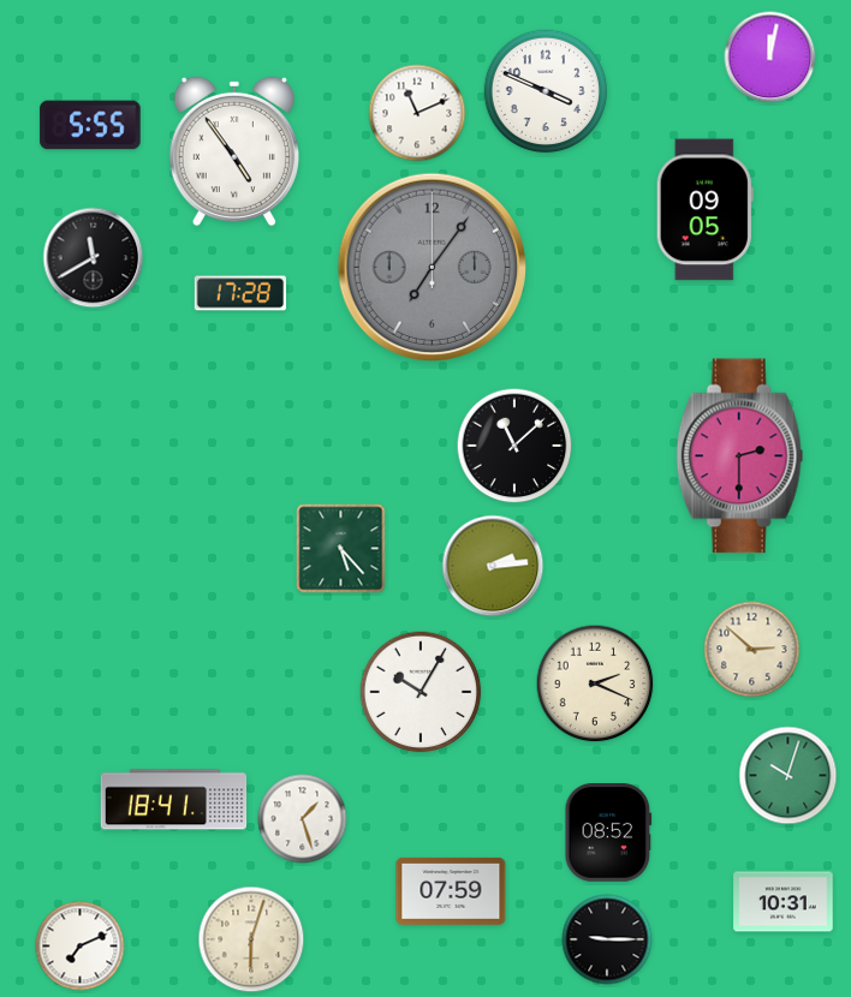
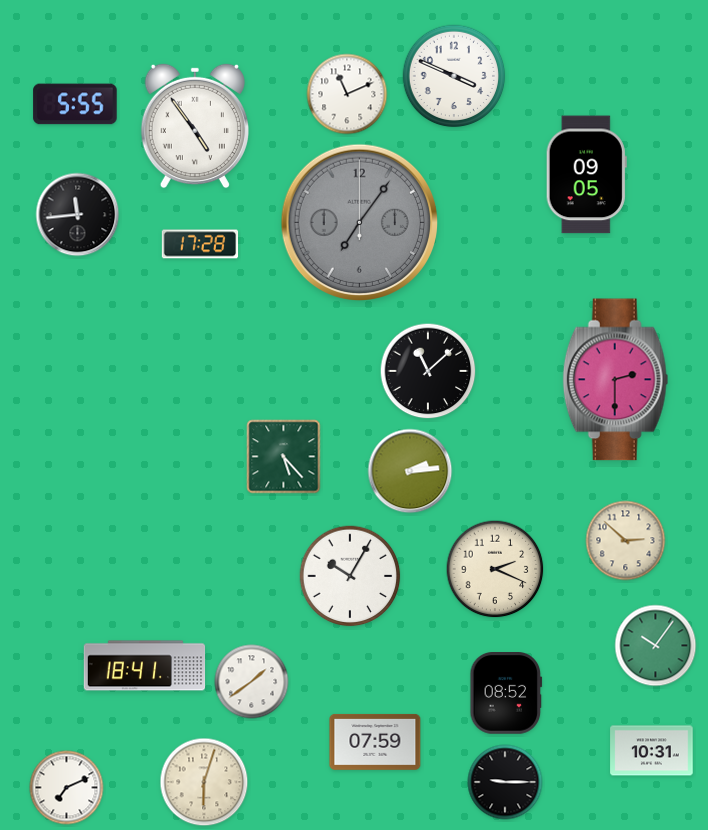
clock at (770, 58): 12:02 -> none
clock at (94, 258): 11:40 -> 11:44
clock at (788, 776): 10:03 -> 10:06
clock at (303, 819): 1:27 -> 1:39
clock at (251, 939) position: (251, 939) -> (204, 782)
